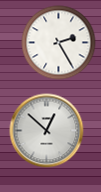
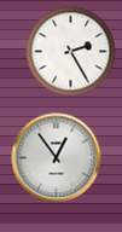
clock at (47, 131): 12:52 -> 12:54
